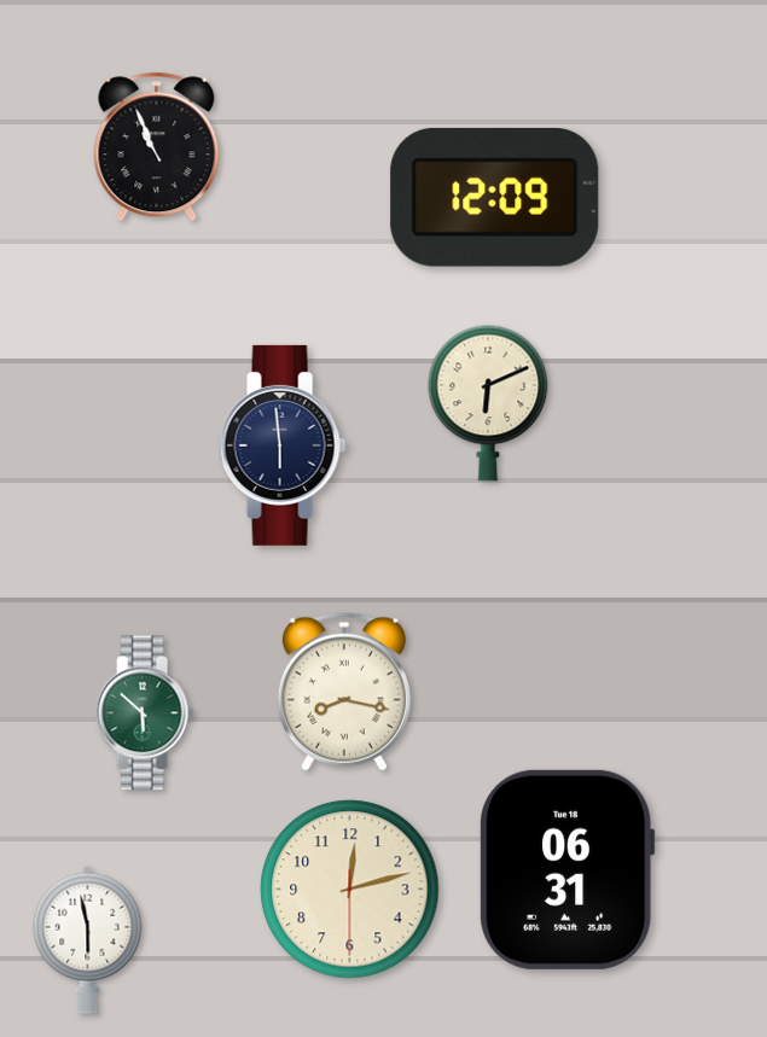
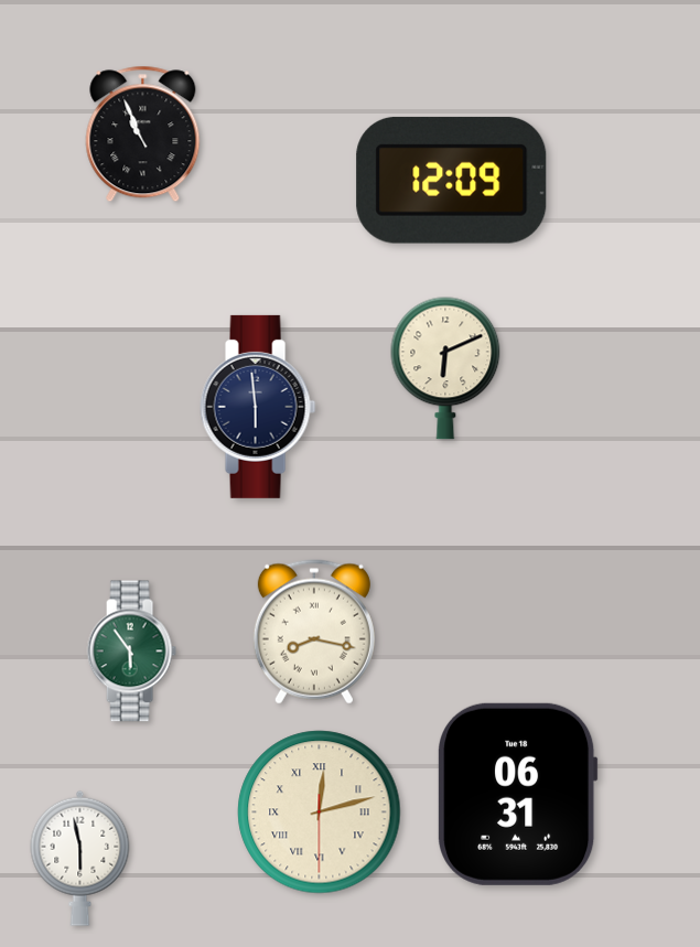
clock at (144, 713): 5:52 -> 5:54
clock at (350, 890) numerals: Arabic -> Roman
